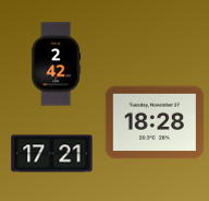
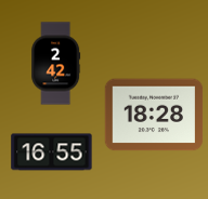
clock at (155, 122) position: (155, 122) -> (154, 115)
clock at (52, 154): 17:21 -> 16:55
